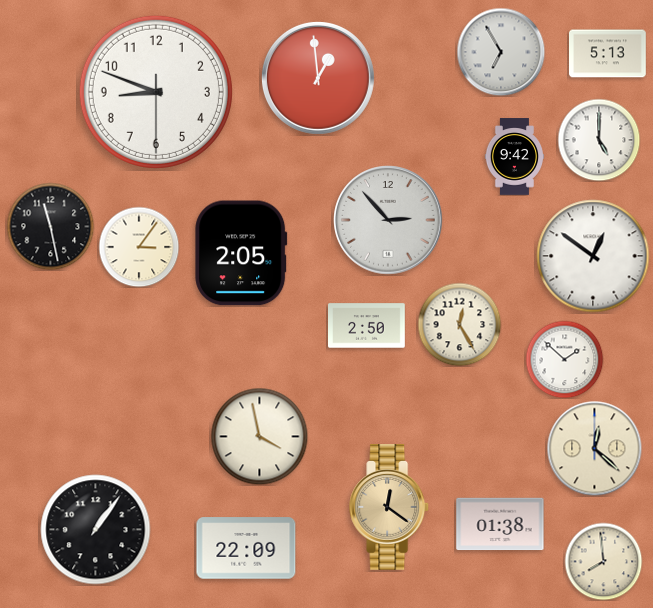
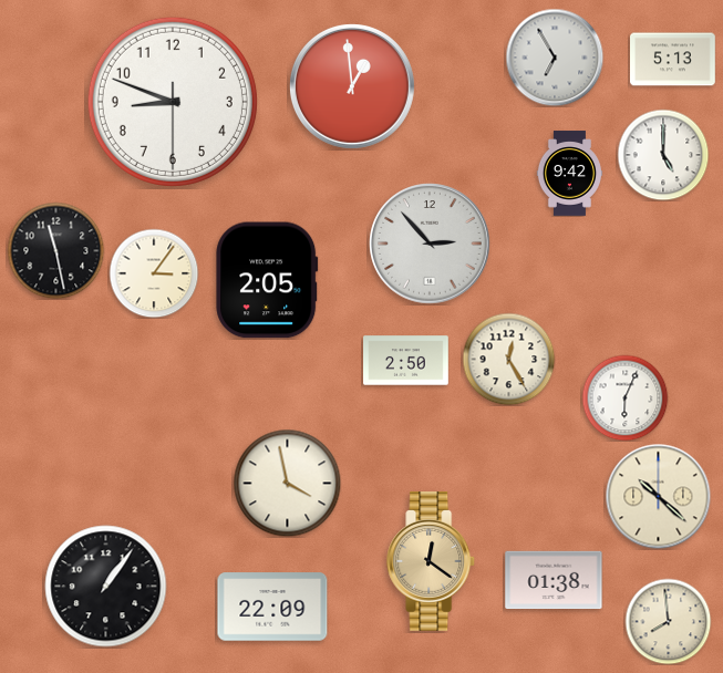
clock at (593, 256): 12:51 -> none
clock at (564, 359): 1:52 -> 6:04
clock at (594, 448): 12:22 -> 10:22
